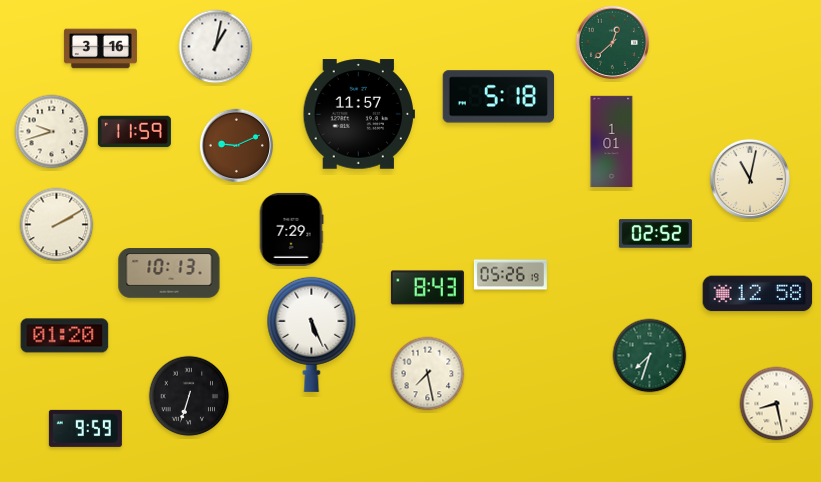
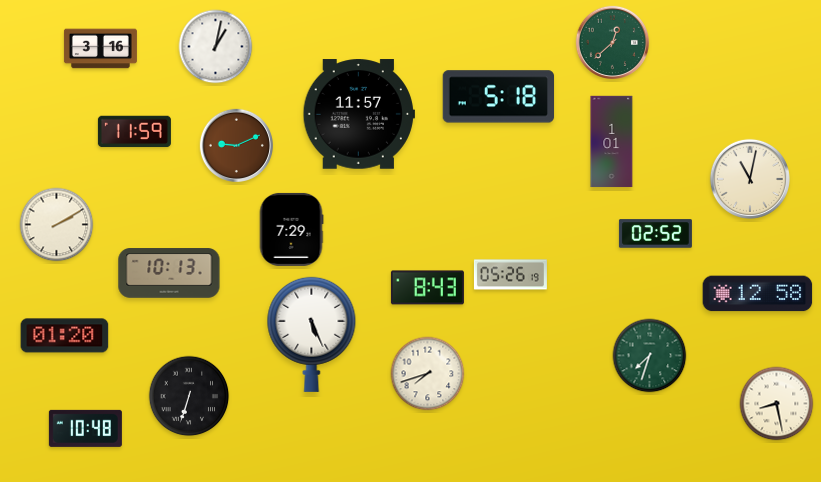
clock at (52, 132): 9:42 -> none
clock at (428, 374): 7:28 -> 7:42
clock at (85, 428): 9:59 -> 10:48
